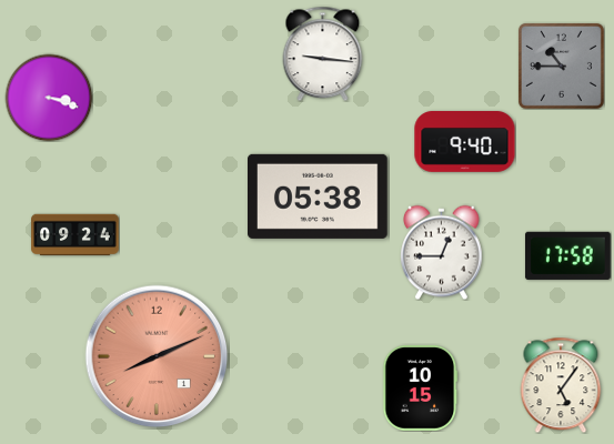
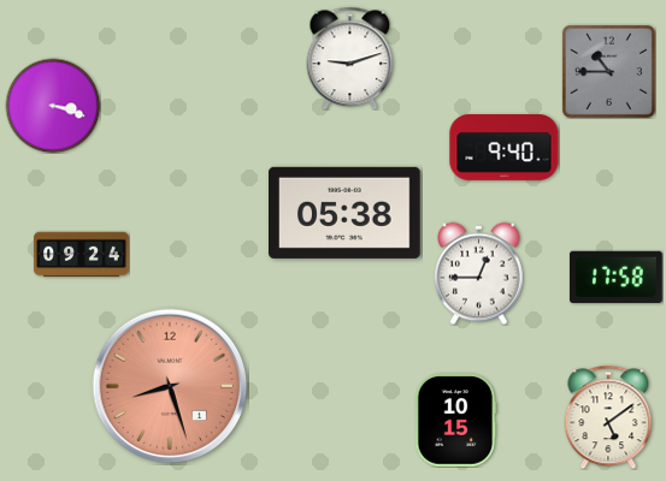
clock at (323, 53): 9:16 -> 9:12
clock at (465, 142) position: (465, 142) -> (505, 148)
clock at (157, 356): 8:11 -> 8:27
clock at (561, 385): 5:06 -> 5:09
